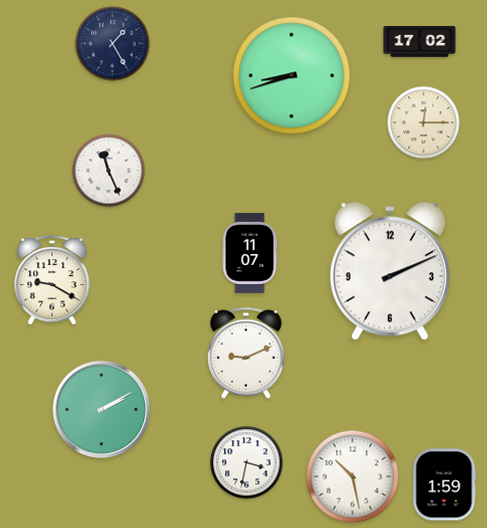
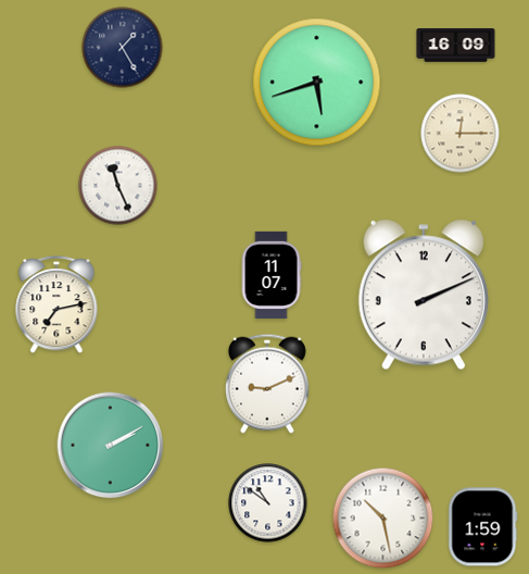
clock at (420, 42): 17:02 -> 16:09
clock at (292, 76): 8:42 -> 5:42
clock at (52, 280): 9:20 -> 7:13
clock at (247, 463): 3:32 -> 10:51
